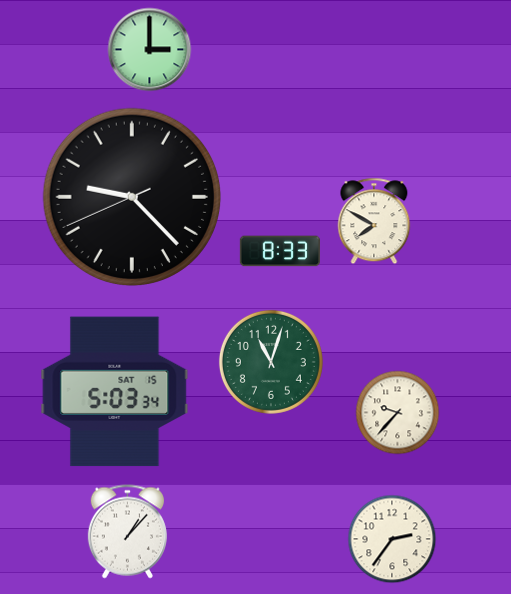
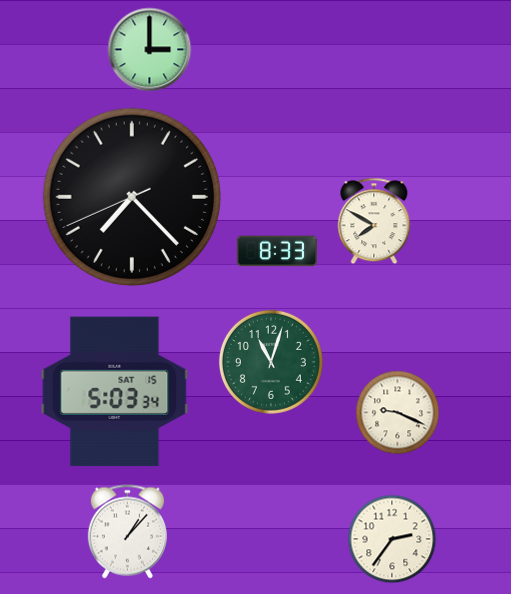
clock at (131, 196): 9:22 -> 7:22
clock at (280, 251) position: (280, 251) -> (277, 251)
clock at (398, 413): 9:37 -> 9:19
